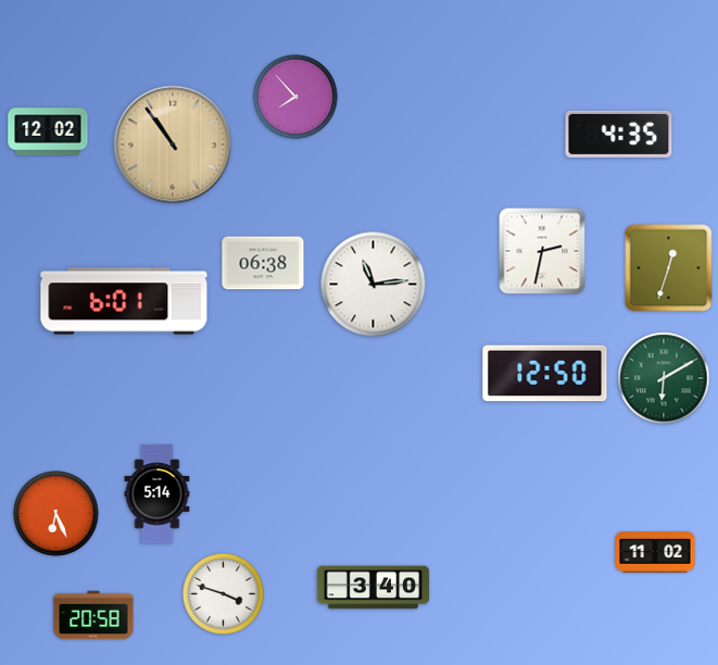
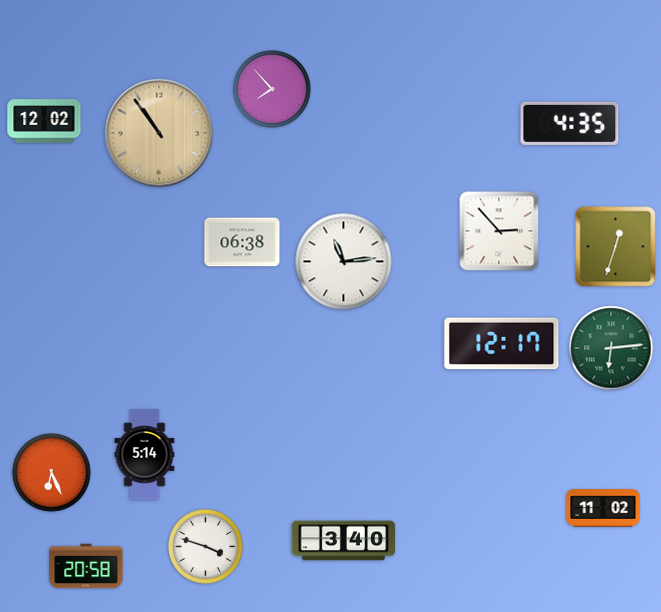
clock at (542, 251): 2:32 -> 2:53
clock at (124, 301): 6:01 -> none
clock at (545, 374): 12:50 -> 12:17
clock at (664, 378): 6:10 -> 6:14
